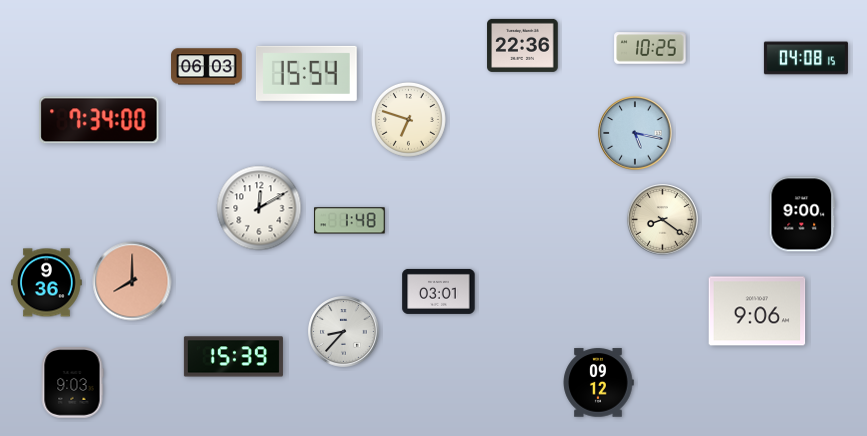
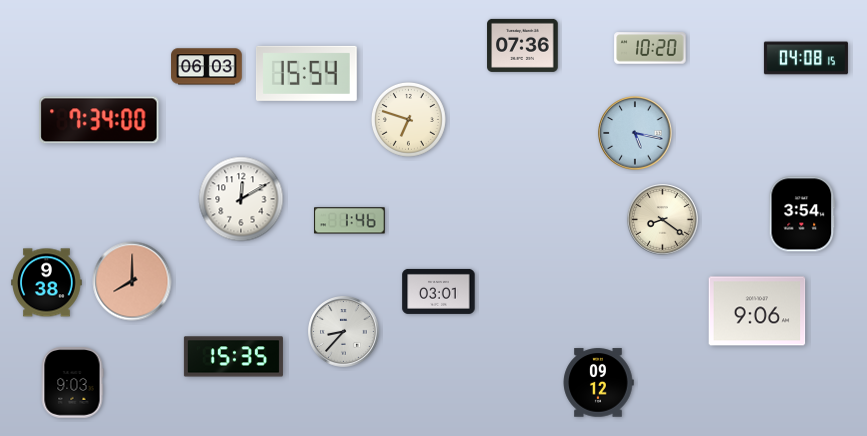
clock at (523, 45): 22:36 -> 07:36
clock at (650, 48): 10:25 -> 10:20
clock at (259, 208) position: (259, 208) -> (241, 199)
clock at (802, 214): 9:00 -> 3:54
clock at (350, 221): 1:48 -> 1:46
clock at (47, 283): 9:36 -> 9:38
clock at (233, 357): 15:39 -> 15:35
